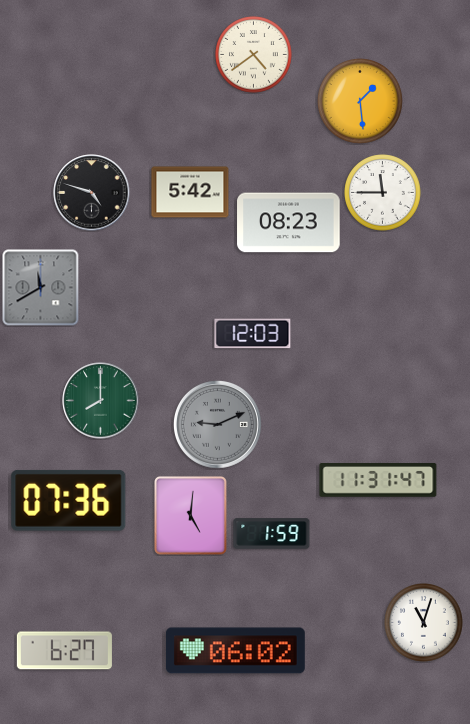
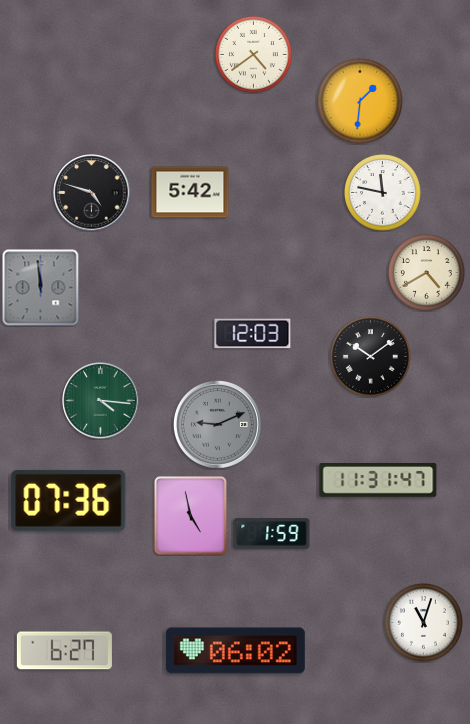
clock at (360, 101): 1:29 -> 1:31
clock at (383, 193): 11:45 -> 11:47
clock at (289, 223): 08:23 -> none
clock at (427, 273): none -> 4:40
clock at (41, 288): 11:40 -> 11:59
clock at (371, 357): none -> 10:09
clock at (101, 401): 8:00 -> 4:16
clock at (190, 515): 5:01 -> 4:58
